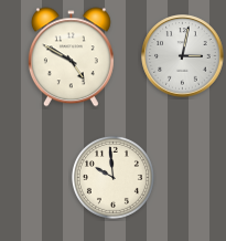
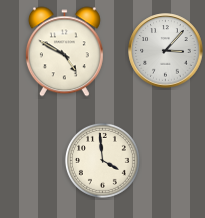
clock at (183, 56): 3:02 -> 3:07
clock at (112, 177): 9:59 -> 3:59
